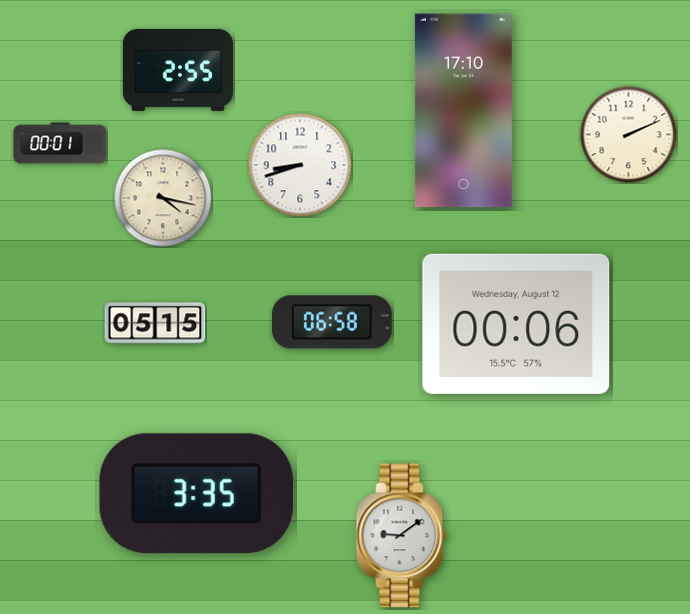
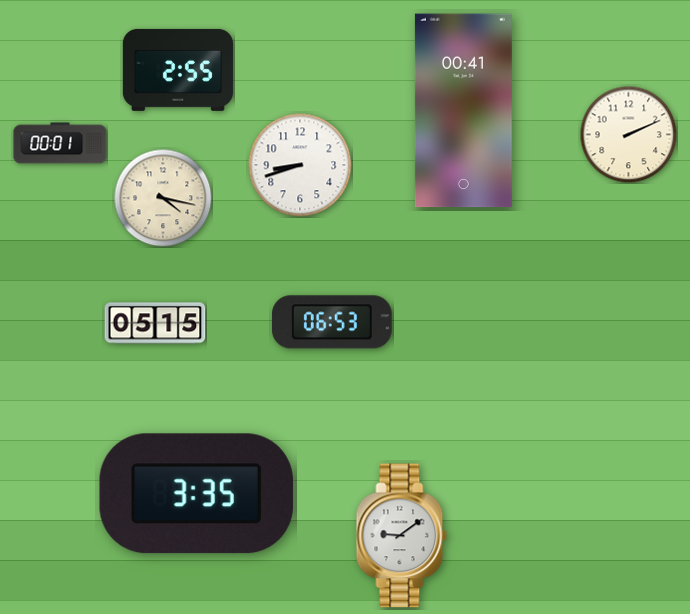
clock at (463, 111): 17:10 -> 00:41
clock at (332, 322): 06:58 -> 06:53
clock at (516, 324): 00:06 -> none
